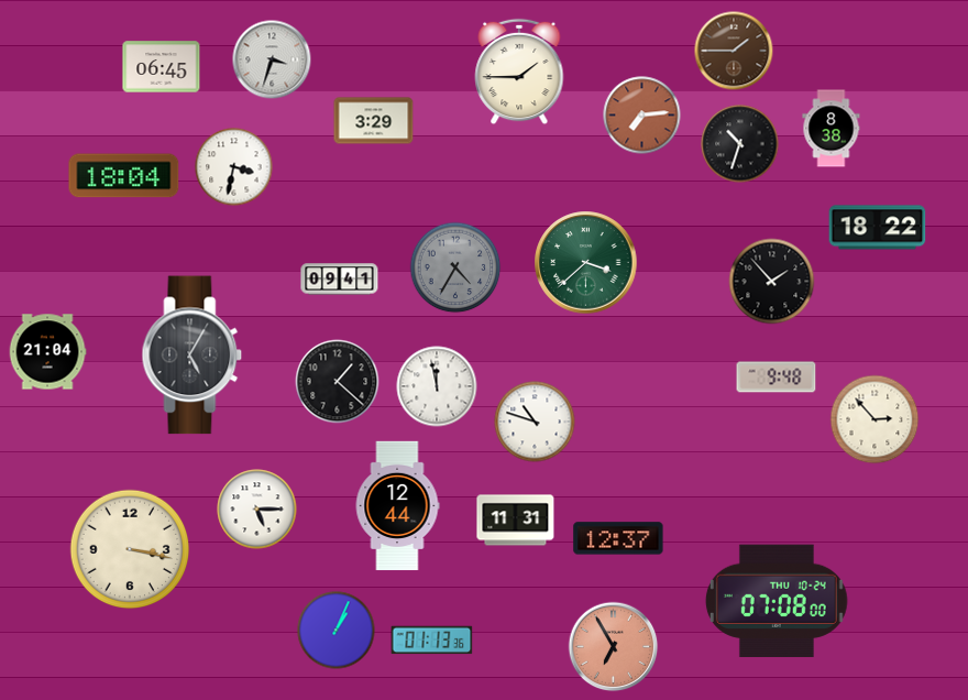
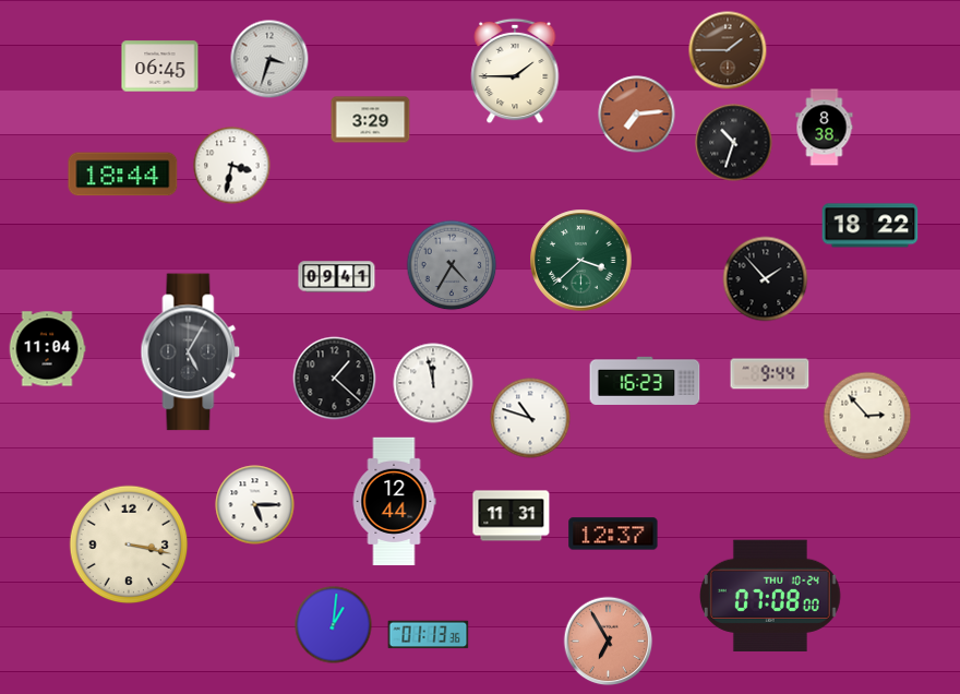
clock at (124, 176): 18:04 -> 18:44
clock at (47, 352): 21:04 -> 11:04
clock at (777, 378): 9:48 -> 9:44
clock at (645, 381): none -> 16:23
clock at (337, 631): 1:04 -> 1:01
